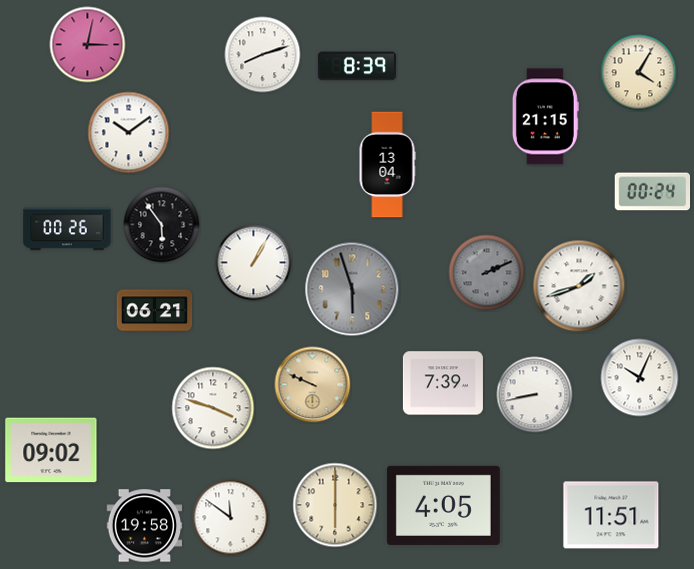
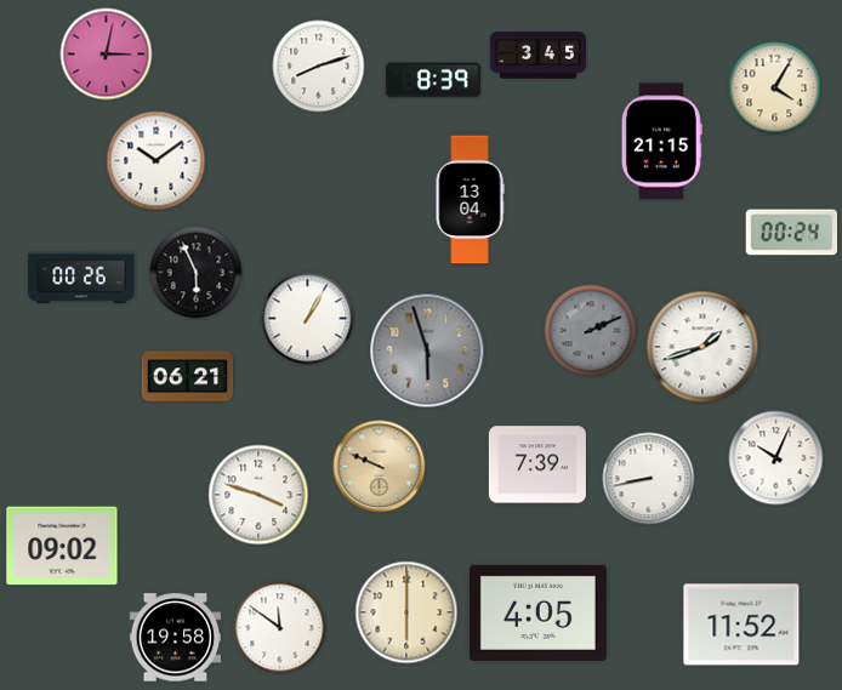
clock at (537, 56): none -> 3:45
clock at (162, 225): 5:54 -> 5:56
clock at (611, 515): 11:51 -> 11:52
